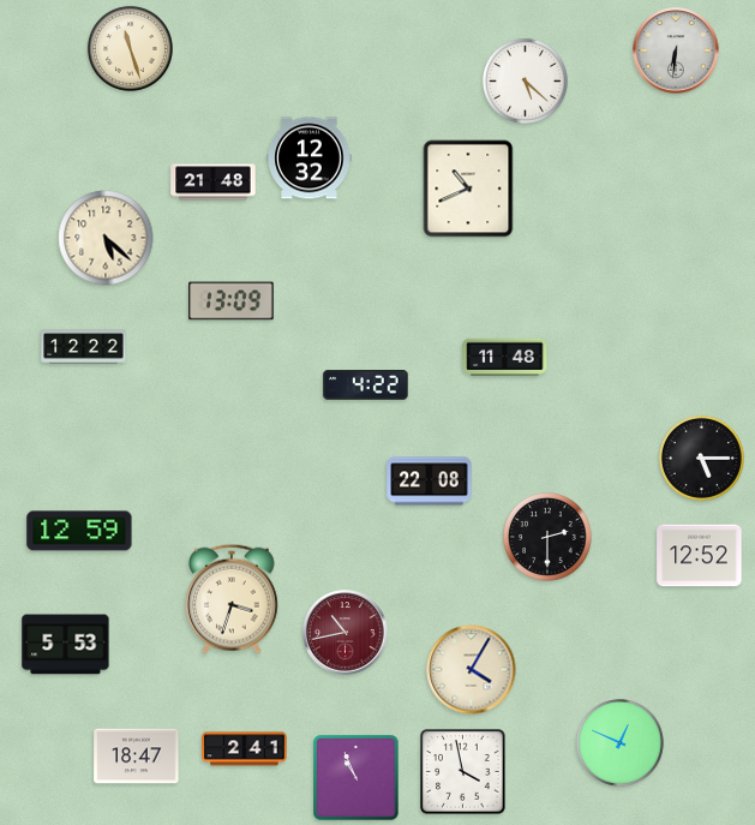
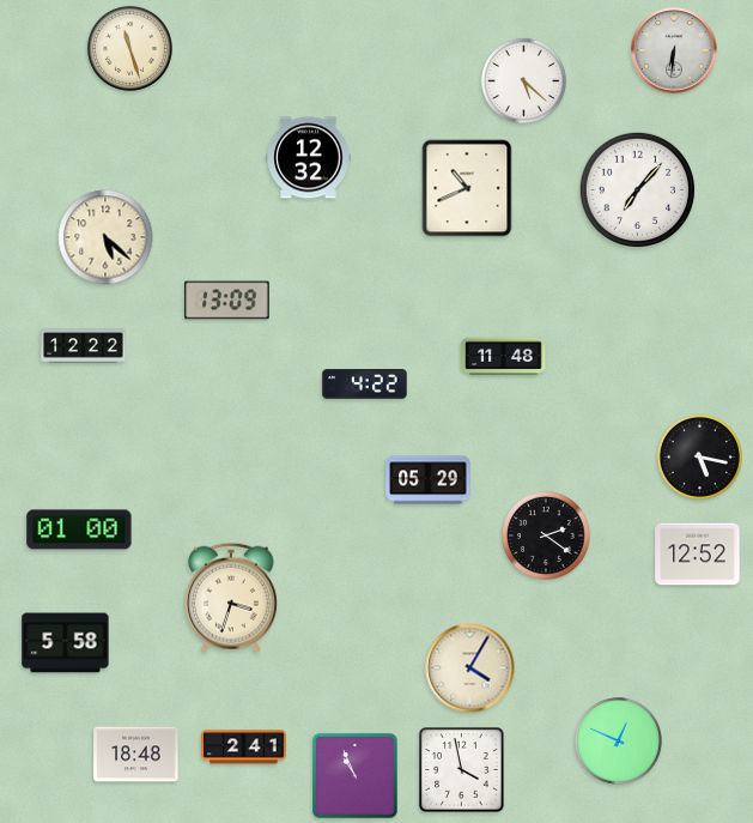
clock at (214, 183): 21:48 -> none
clock at (637, 189): none -> 7:07
clock at (232, 301) position: (232, 301) -> (227, 301)
clock at (701, 458): 5:15 -> 5:17
clock at (430, 482): 22:08 -> 05:29
clock at (79, 531): 12:59 -> 01:00
clock at (547, 537): 2:30 -> 2:21
clock at (346, 633): 10:43 -> none
clock at (66, 645): 5:53 -> 5:58
clock at (137, 757): 18:47 -> 18:48
